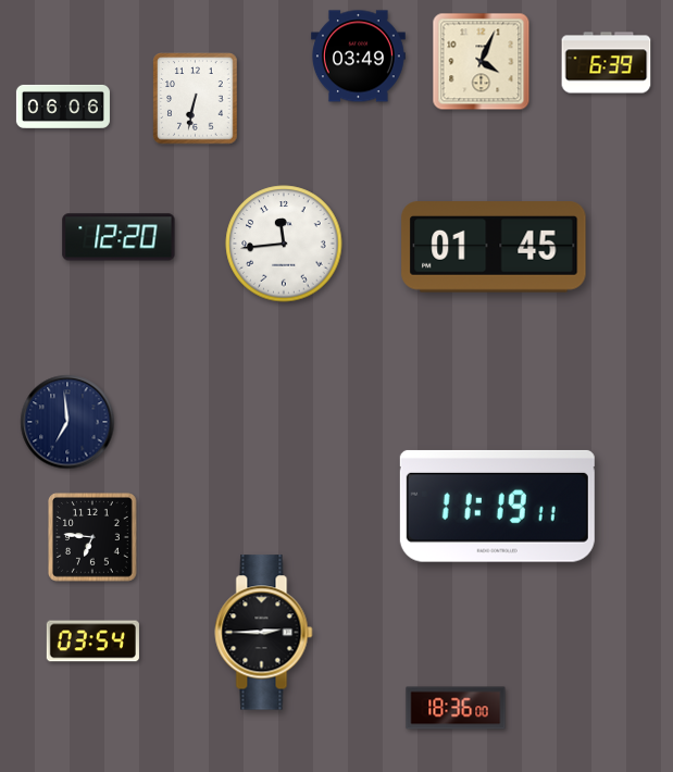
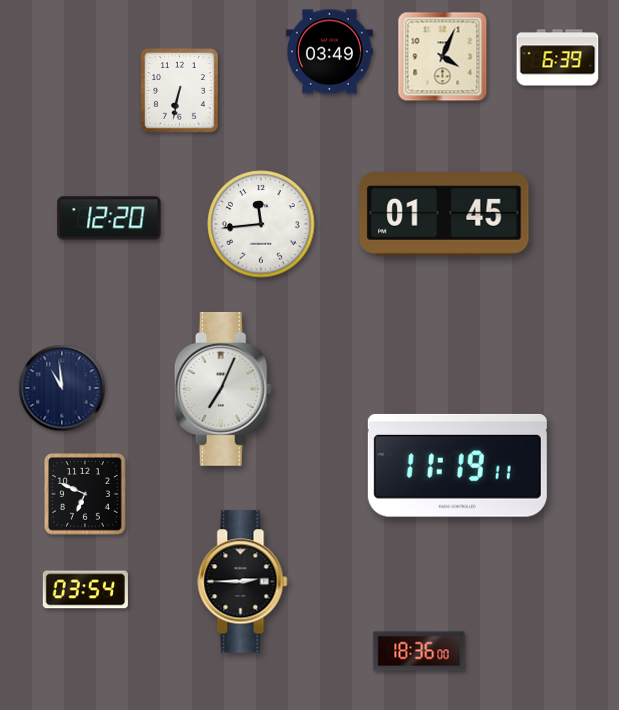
clock at (63, 107): 06:06 -> none
clock at (494, 247) position: (494, 247) -> (444, 214)
clock at (67, 422): 6:59 -> 10:59
clock at (223, 389): none -> 7:04
clock at (94, 538): 6:46 -> 6:49
